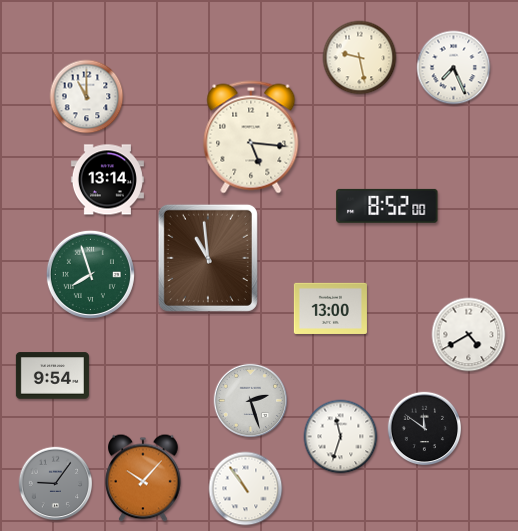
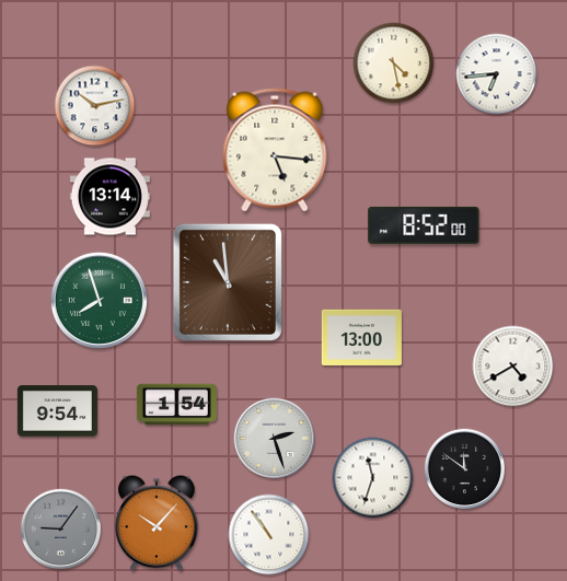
clock at (360, 58): 9:28 -> 4:28
clock at (454, 68): 7:26 -> 6:44
clock at (87, 97): 11:00 -> 10:13
clock at (107, 180) position: (107, 180) -> (109, 197)
clock at (176, 405): none -> 1:54
